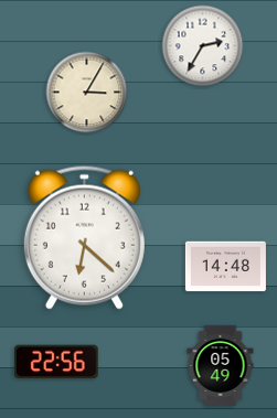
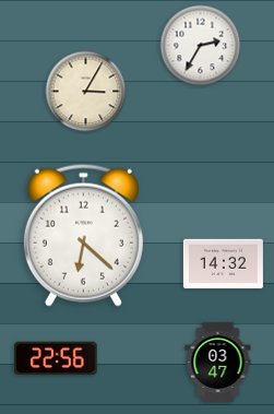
clock at (225, 267): 14:48 -> 14:32
clock at (221, 365): 05:49 -> 03:47
